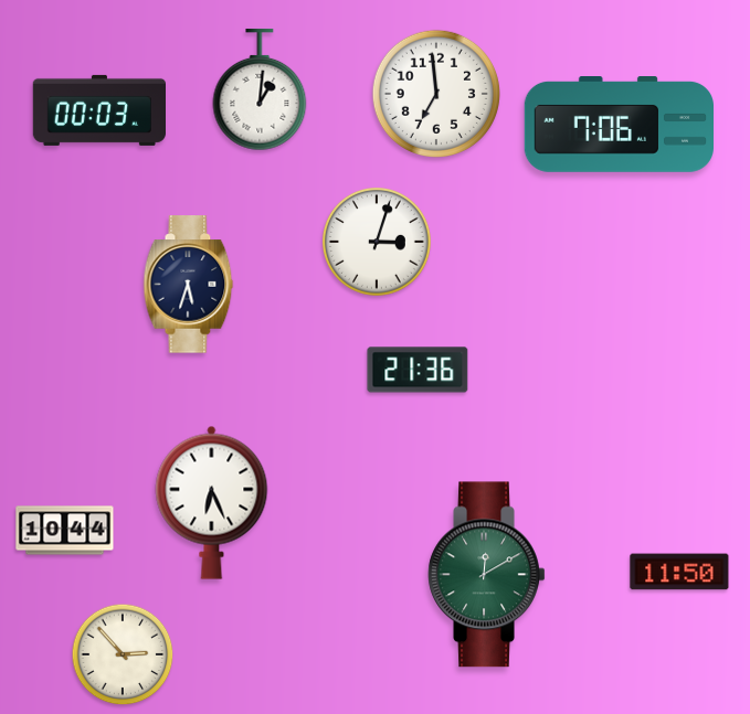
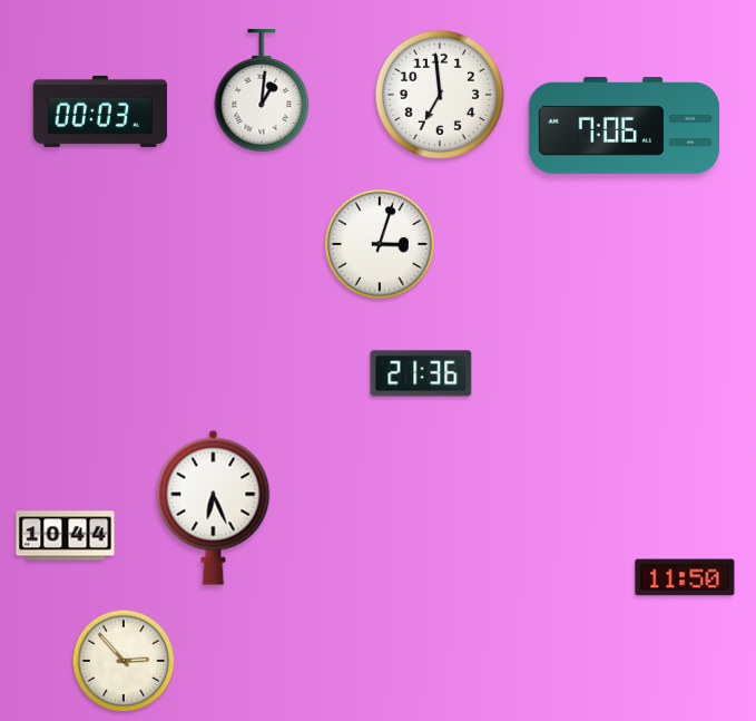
clock at (189, 285): 5:33 -> none
clock at (487, 575): 12:10 -> none
